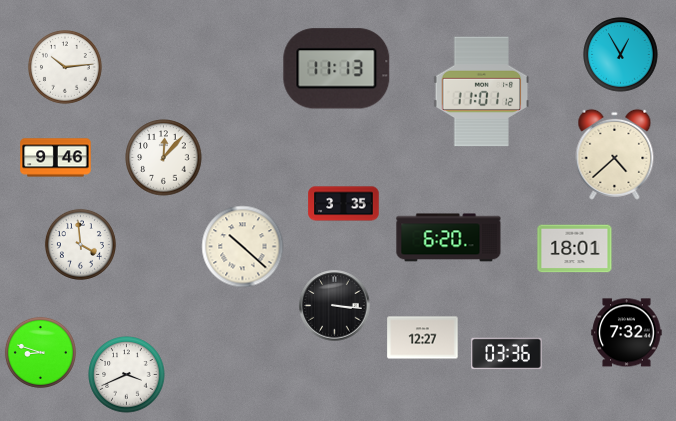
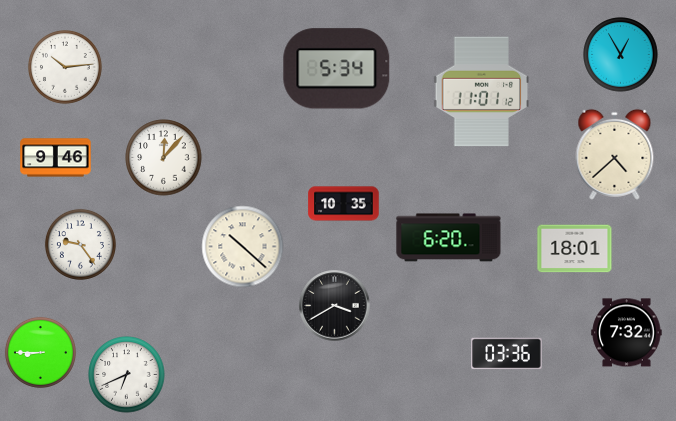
clock at (337, 69): 11:13 -> 5:34
clock at (344, 204): 3:35 -> 10:35
clock at (80, 244): 3:59 -> 9:24
clock at (335, 306): 3:16 -> 3:40
clock at (423, 338): 12:27 -> none
clock at (40, 352): 8:48 -> 8:45
clock at (127, 375): 3:41 -> 6:41
